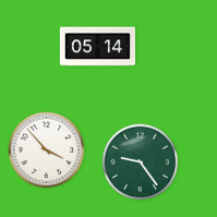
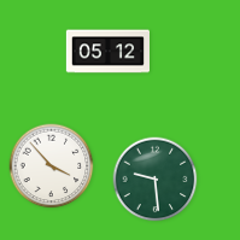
clock at (97, 47): 05:14 -> 05:12
clock at (141, 162): 9:24 -> 9:29
